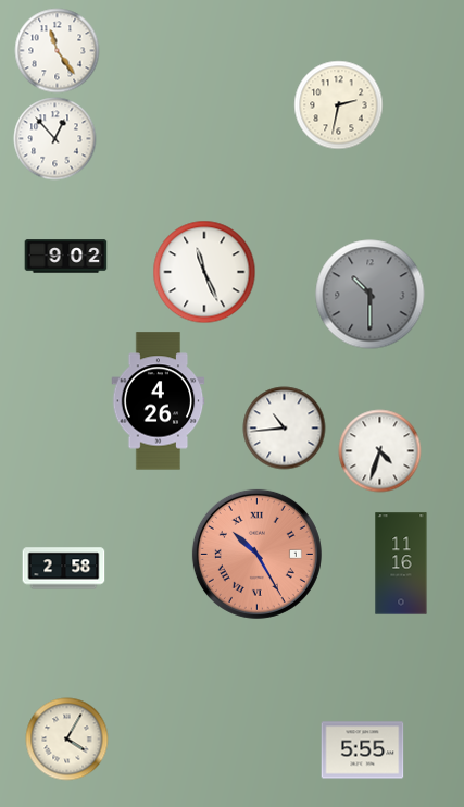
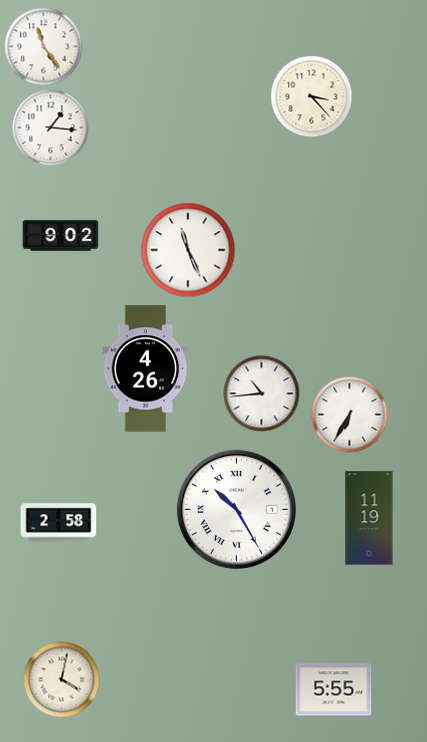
clock at (58, 51) position: (58, 51) -> (44, 47)
clock at (339, 105): 2:32 -> 3:23
clock at (55, 139): 12:53 -> 1:16
clock at (371, 295): 10:30 -> none
clock at (380, 451): 4:33 -> 6:35
clock at (256, 554) dial: salmon -> white
clock at (401, 563): 11:16 -> 11:19
clock at (67, 740): 4:05 -> 4:02
